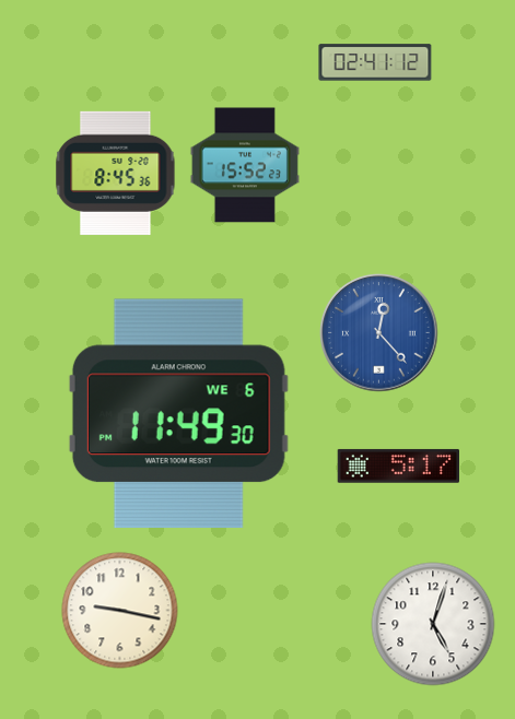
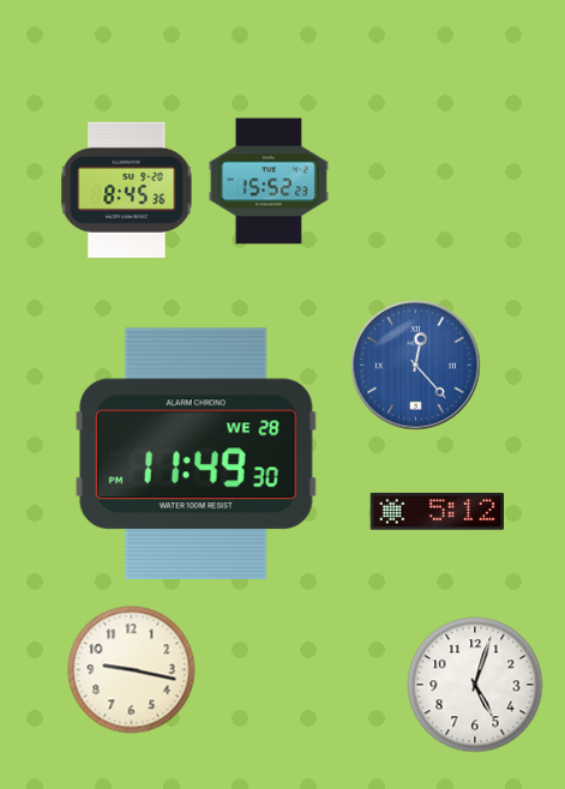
clock at (375, 62): 02:41 -> none
clock at (178, 413) date: WE 6 -> WE 28
clock at (398, 465): 5:17 -> 5:12
